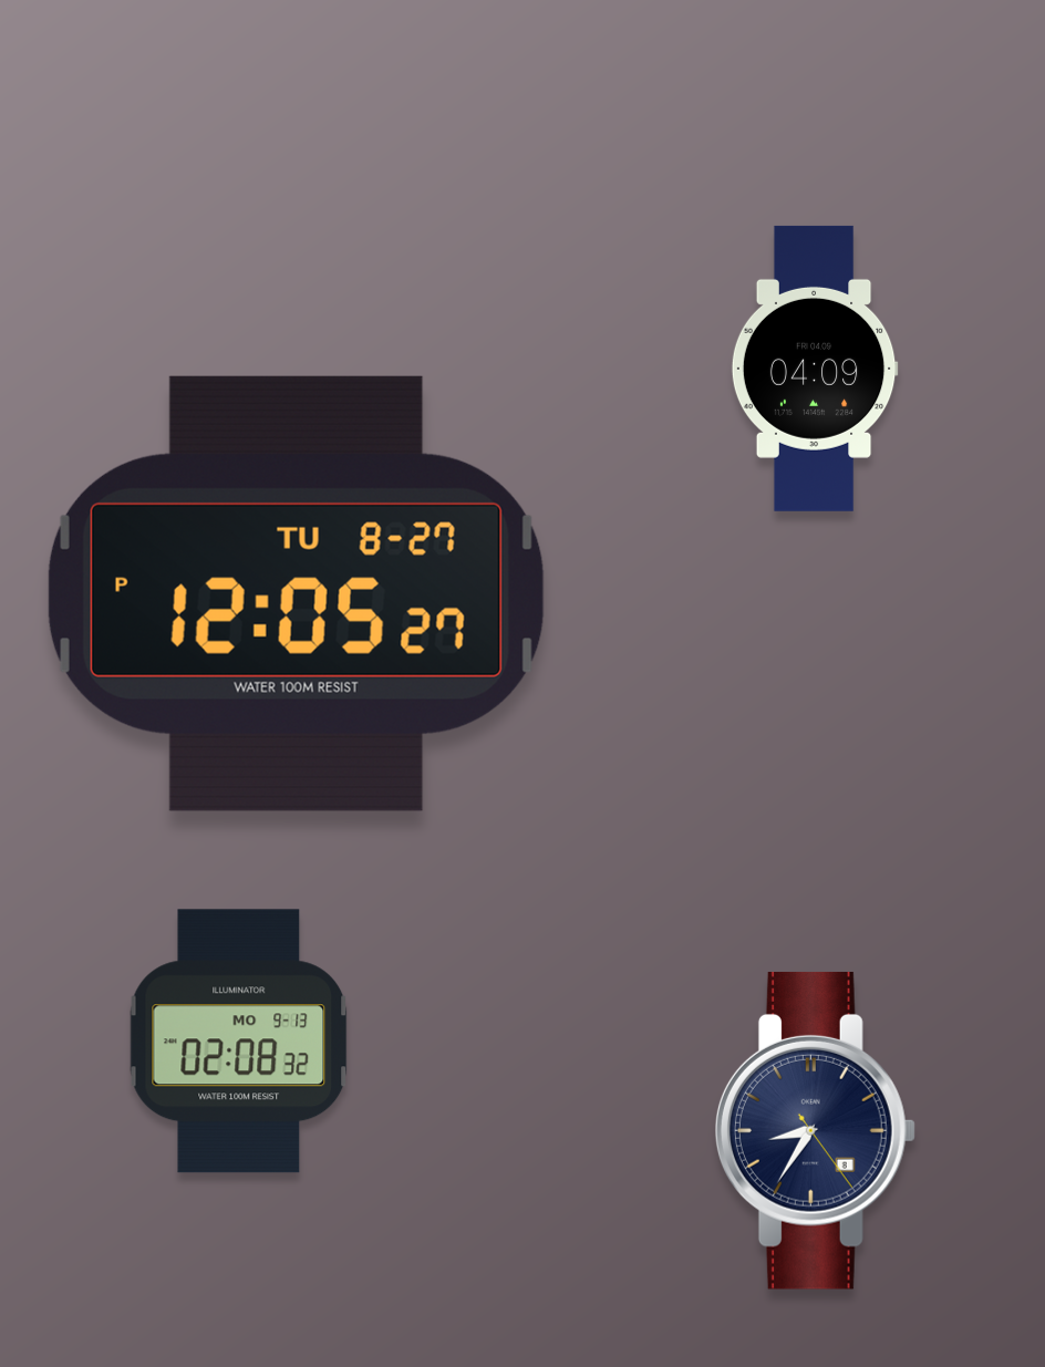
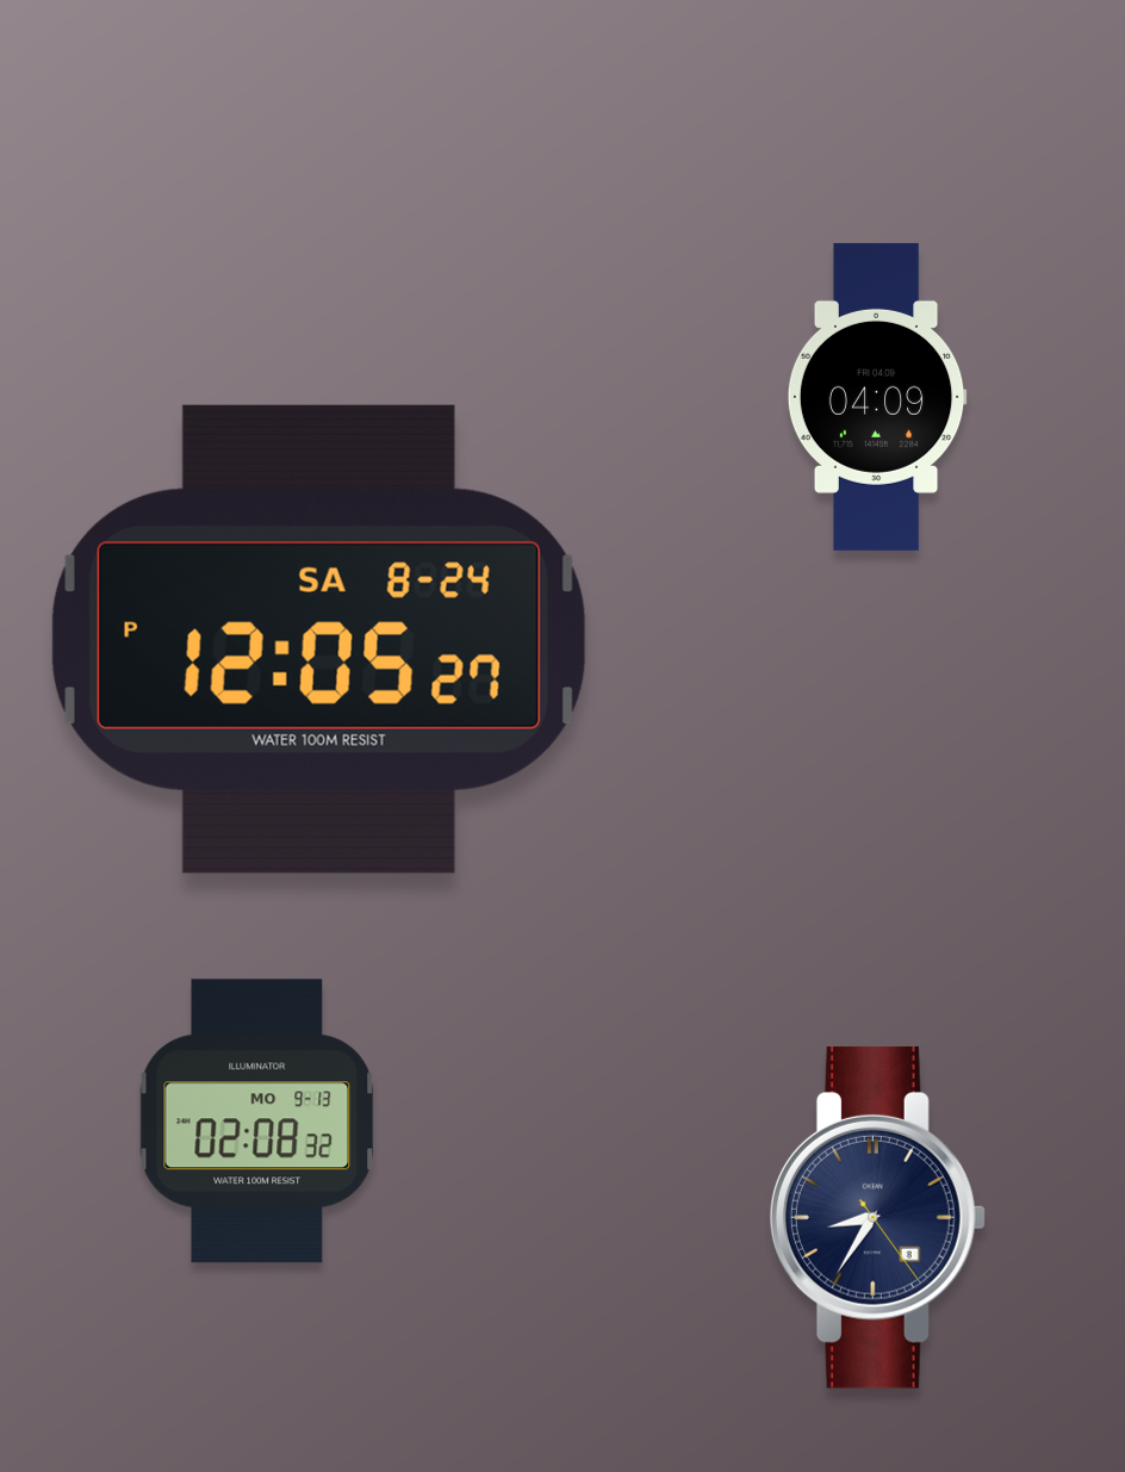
clock at (296, 593) date: TU 8-27 -> SA 8-24
